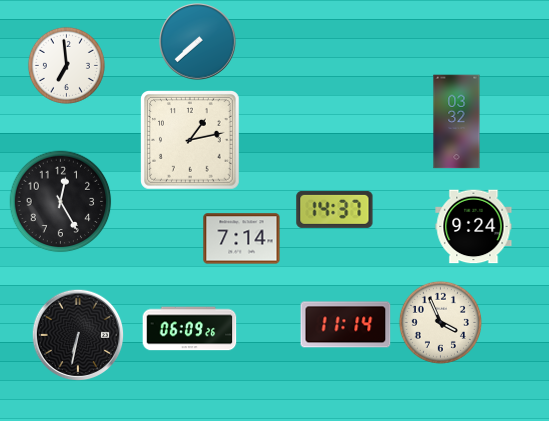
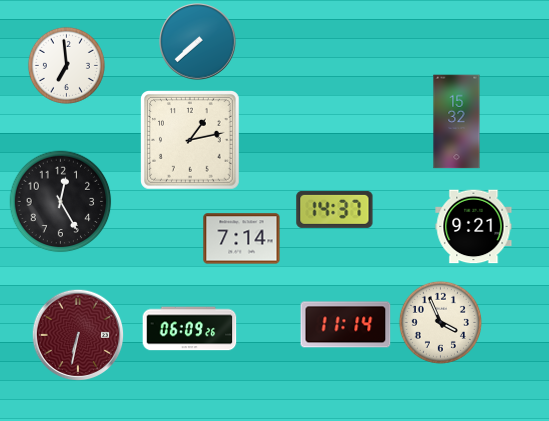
clock at (457, 122): 03:32 -> 15:32
clock at (474, 227): 9:24 -> 9:21
clock at (78, 335) dial: black -> burgundy
